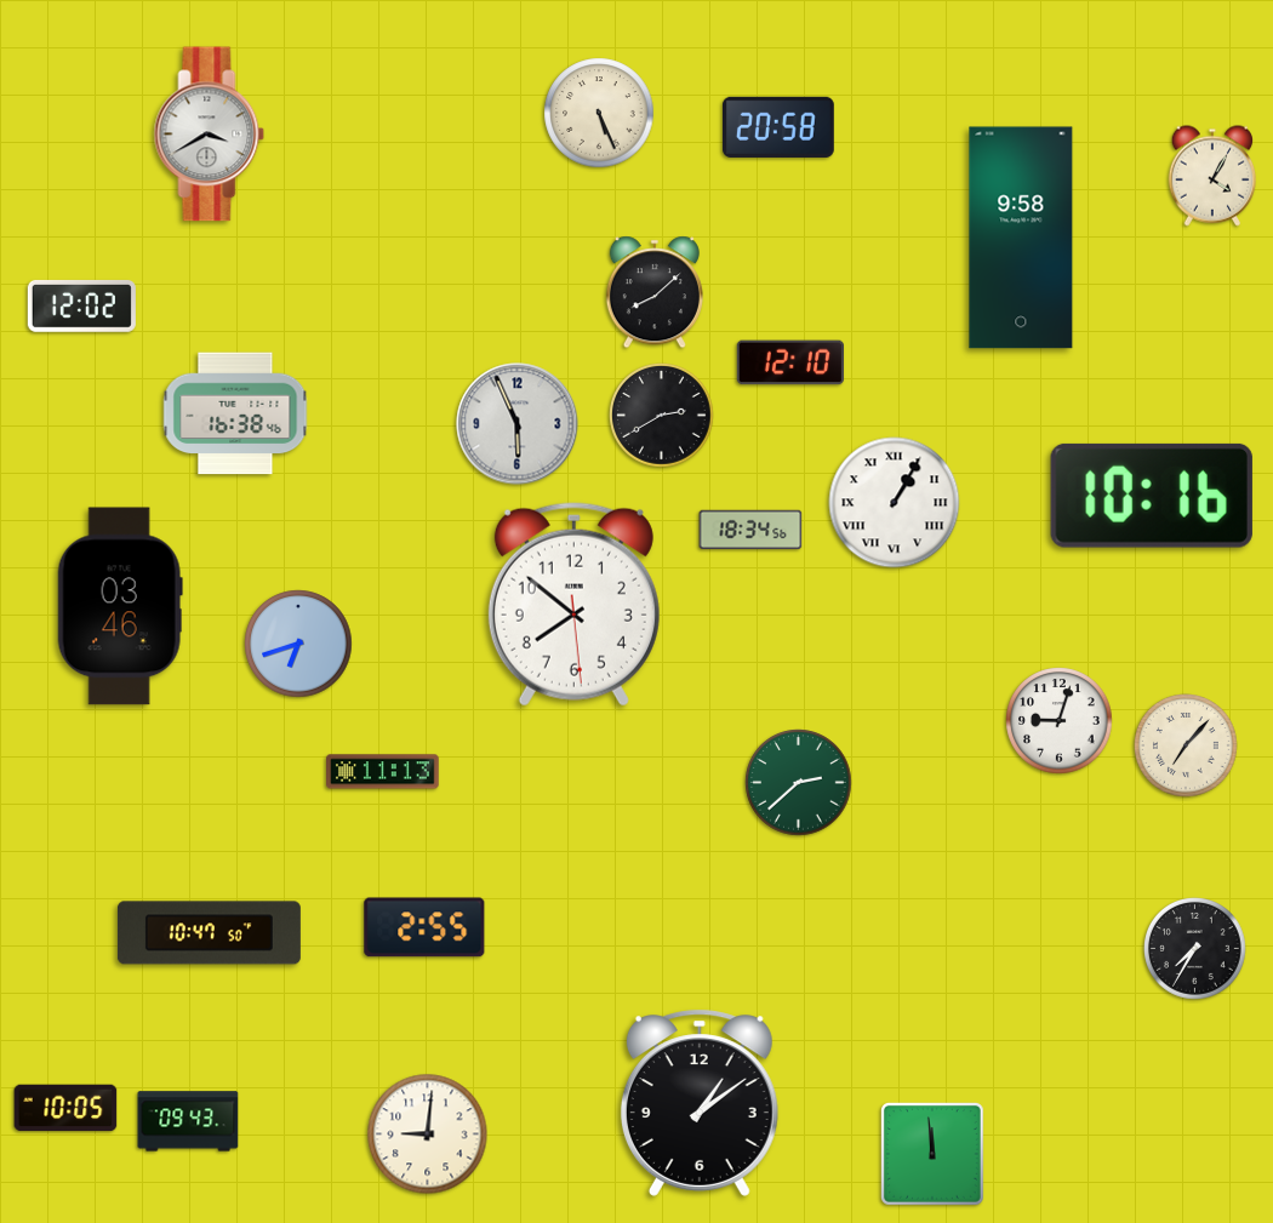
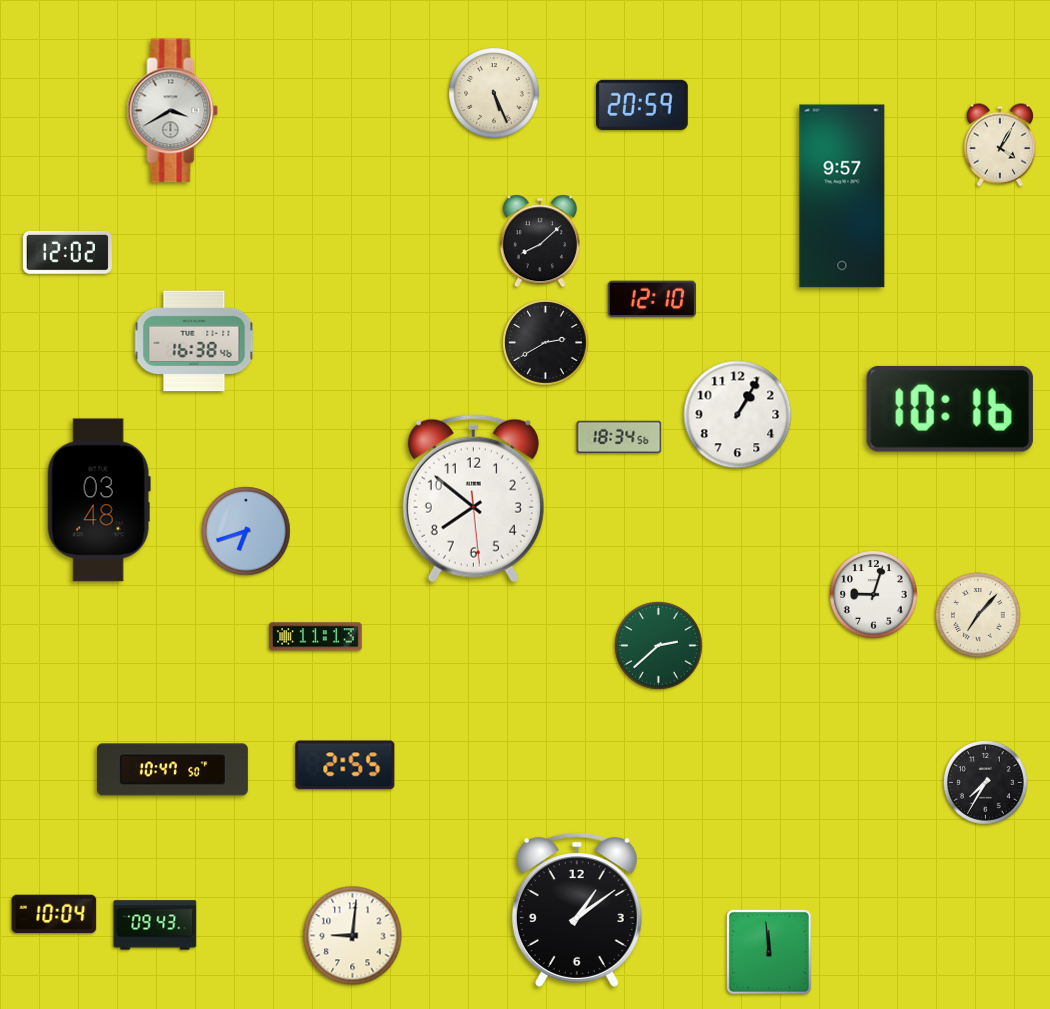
clock at (778, 126): 20:58 -> 20:59
clock at (1021, 238): 9:58 -> 9:57
clock at (518, 424): 5:56 -> none
clock at (895, 503) numerals: Roman -> Arabic
clock at (120, 606): 03:46 -> 03:48
clock at (424, 927) position: (424, 927) -> (345, 765)
clock at (65, 1108): 10:05 -> 10:04
